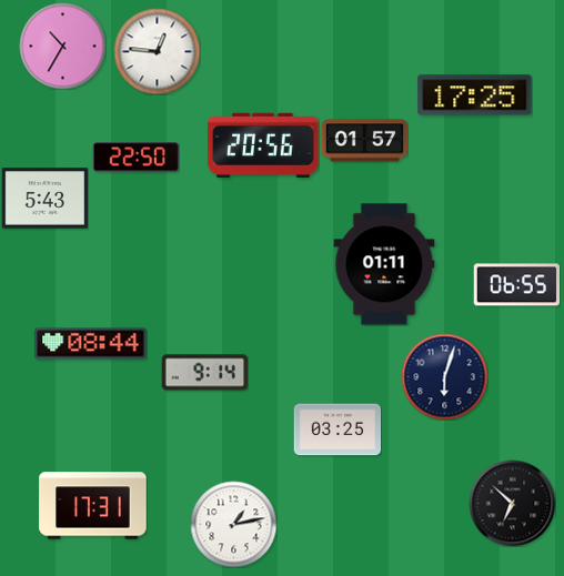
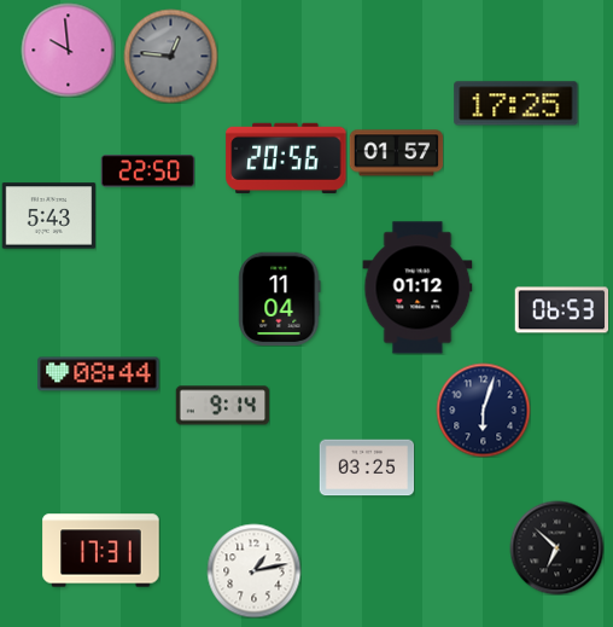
clock at (62, 46): 10:35 -> 9:59
clock at (157, 51) dial: white -> grey
clock at (384, 264): 01:11 -> 01:12
clock at (280, 298): none -> 11:04
clock at (516, 285): 06:55 -> 06:53
